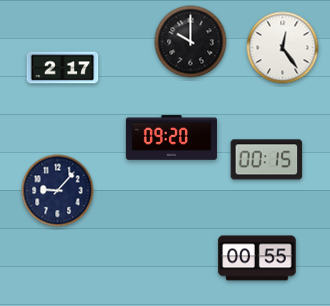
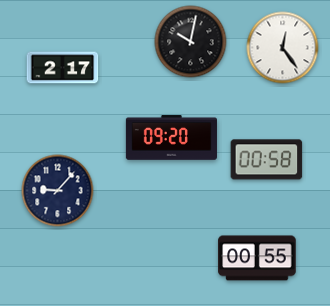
clock at (191, 42): 10:00 -> 10:02
clock at (267, 160): 00:15 -> 00:58
